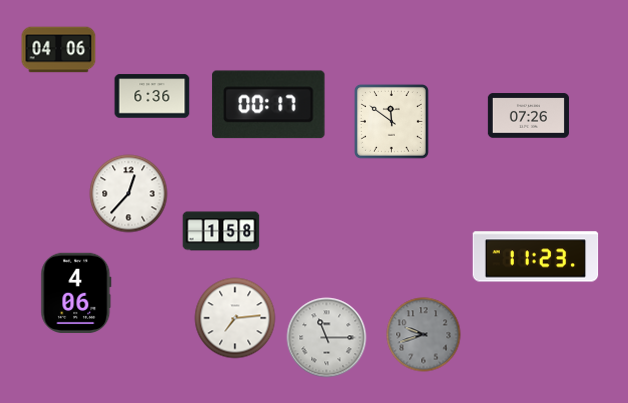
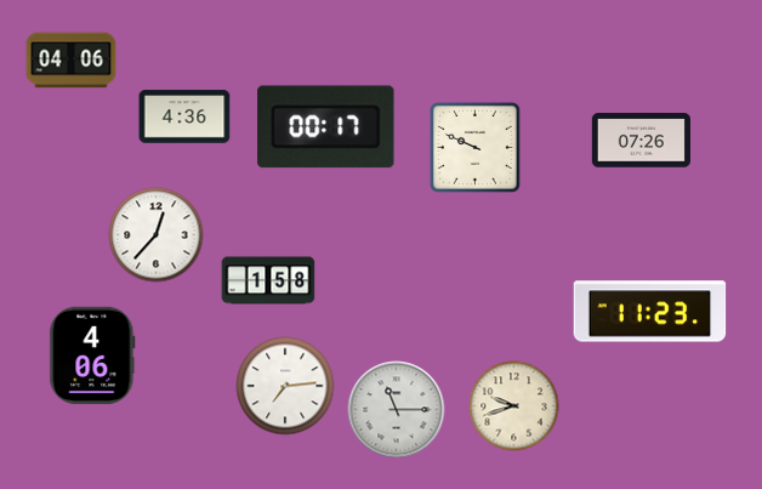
clock at (152, 96): 6:36 -> 4:36
clock at (391, 121): 11:51 -> 9:49
clock at (424, 335) dial: grey -> cream
